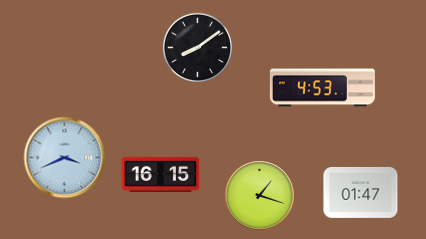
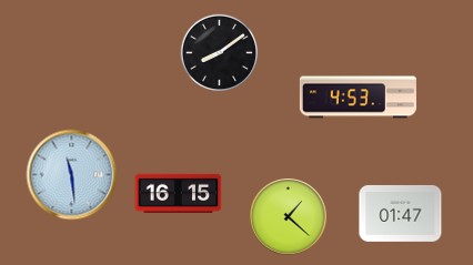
clock at (65, 158): 3:41 -> 11:29
clock at (260, 196): 1:18 -> 1:22
